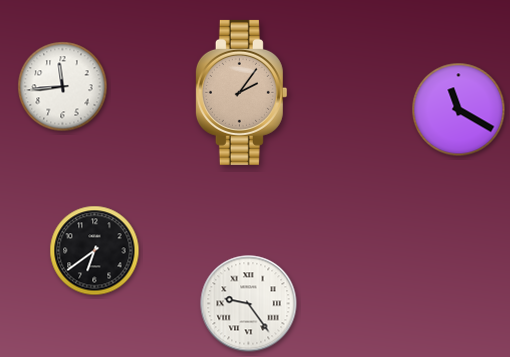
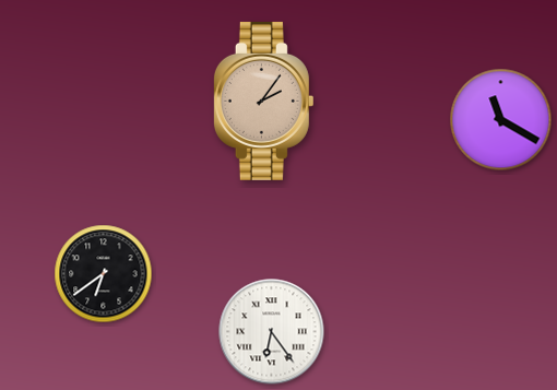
clock at (63, 87): 11:44 -> none
clock at (249, 304): 9:24 -> 6:24
